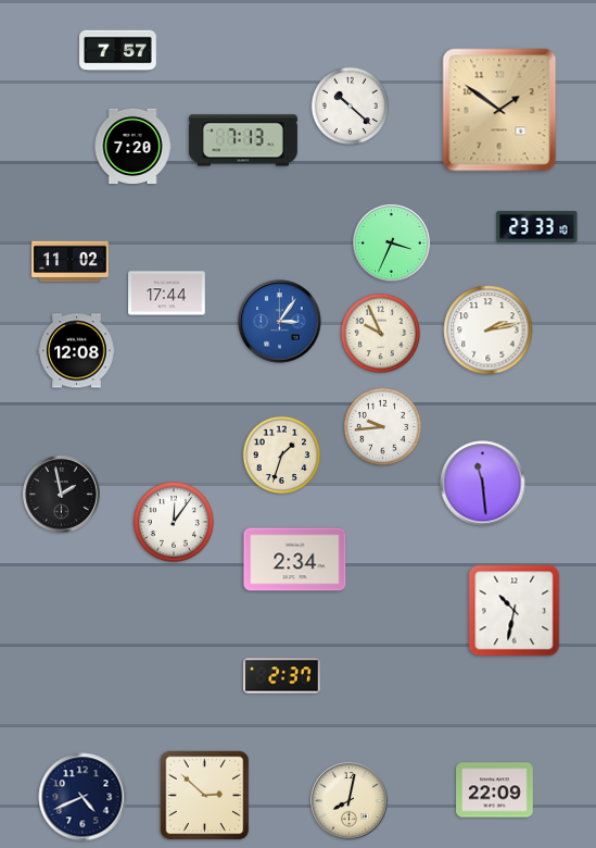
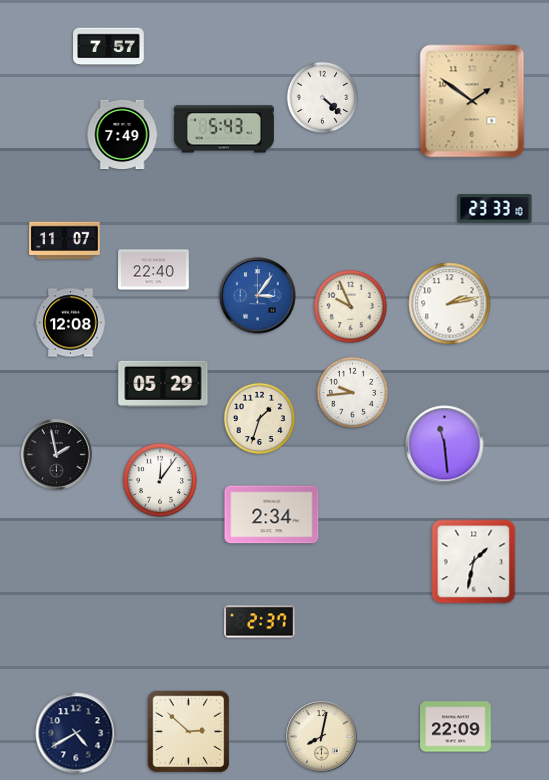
clock at (350, 105): 10:22 -> 4:22
clock at (499, 110) position: (499, 110) -> (472, 101)
clock at (243, 140): 7:13 -> 5:43
clock at (132, 147): 7:20 -> 7:49
clock at (392, 244): 3:34 -> none
clock at (71, 262): 11:02 -> 11:07
clock at (167, 294): 17:44 -> 22:40
clock at (163, 384): none -> 05:29
clock at (515, 611): 10:32 -> 1:32
clock at (83, 797): 4:41 -> 4:40
